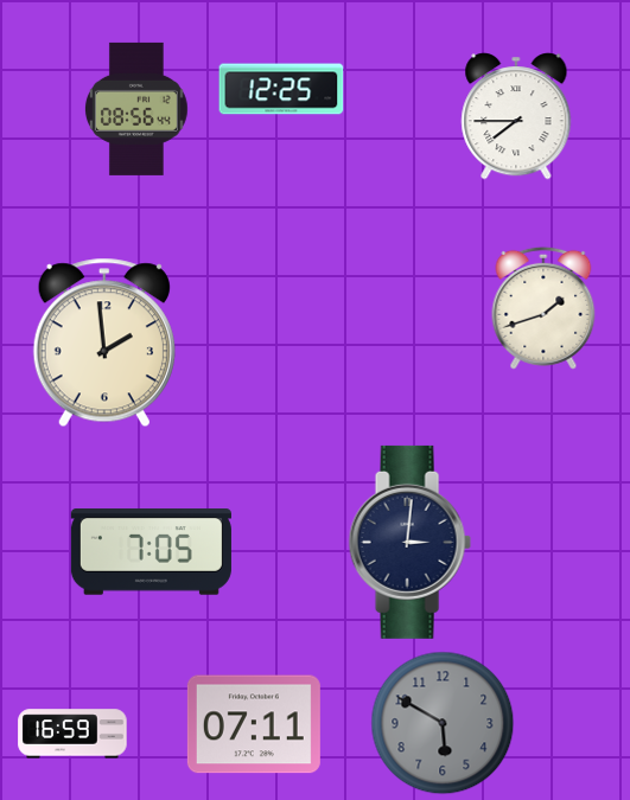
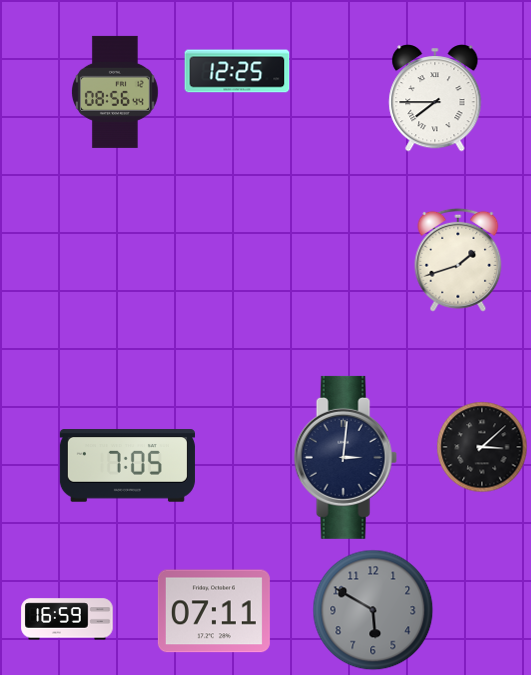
clock at (281, 89) position: (281, 89) -> (237, 71)
clock at (104, 343): 1:59 -> none
clock at (482, 447): none -> 3:08
clock at (72, 734) position: (72, 734) -> (67, 619)
